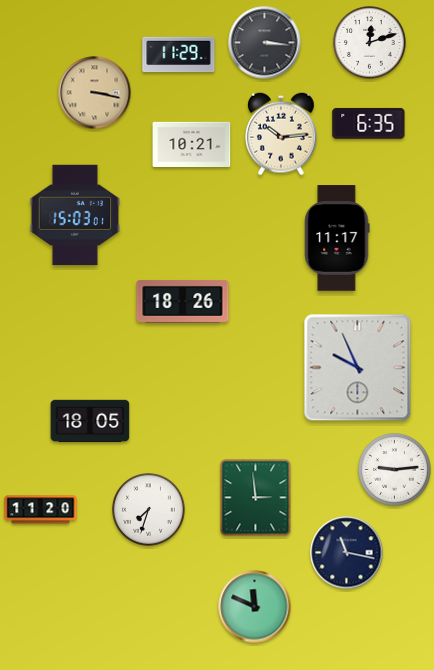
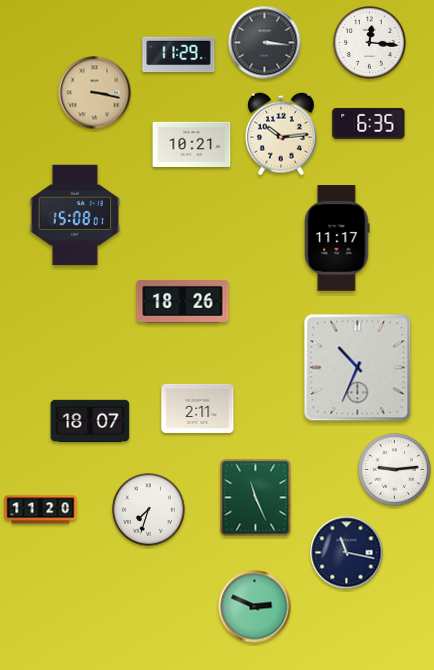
clock at (370, 43): 12:12 -> 12:16
clock at (74, 215): 15:03 -> 15:08
clock at (358, 368): 9:56 -> 10:34
clock at (198, 408): none -> 2:11
clock at (90, 420): 18:05 -> 18:07
clock at (256, 498): 2:59 -> 11:26
clock at (255, 607): 11:49 -> 2:49
